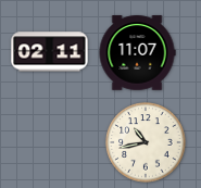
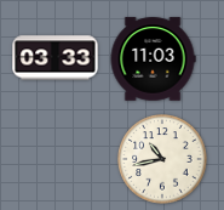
clock at (50, 52): 02:11 -> 03:33
clock at (137, 53): 11:07 -> 11:03
